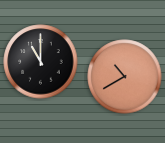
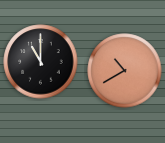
clock at (125, 77) position: (125, 77) -> (125, 71)
